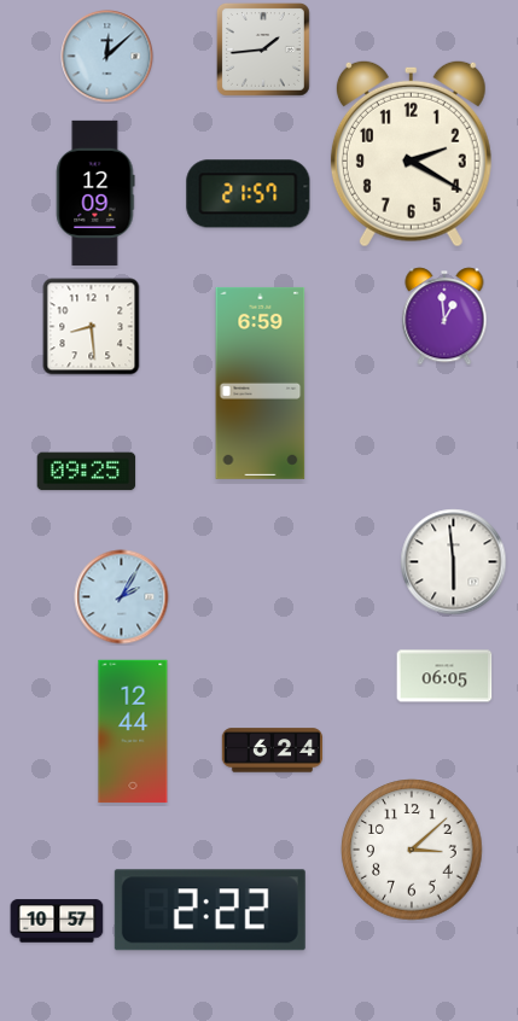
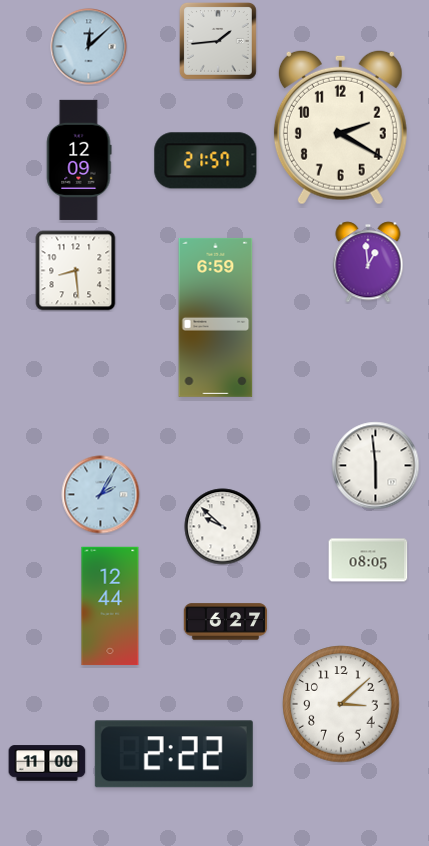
clock at (87, 472): 09:25 -> none
clock at (223, 527): none -> 9:52
clock at (444, 676): 06:05 -> 08:05
clock at (273, 751): 6:24 -> 6:27
clock at (57, 921): 10:57 -> 11:00
